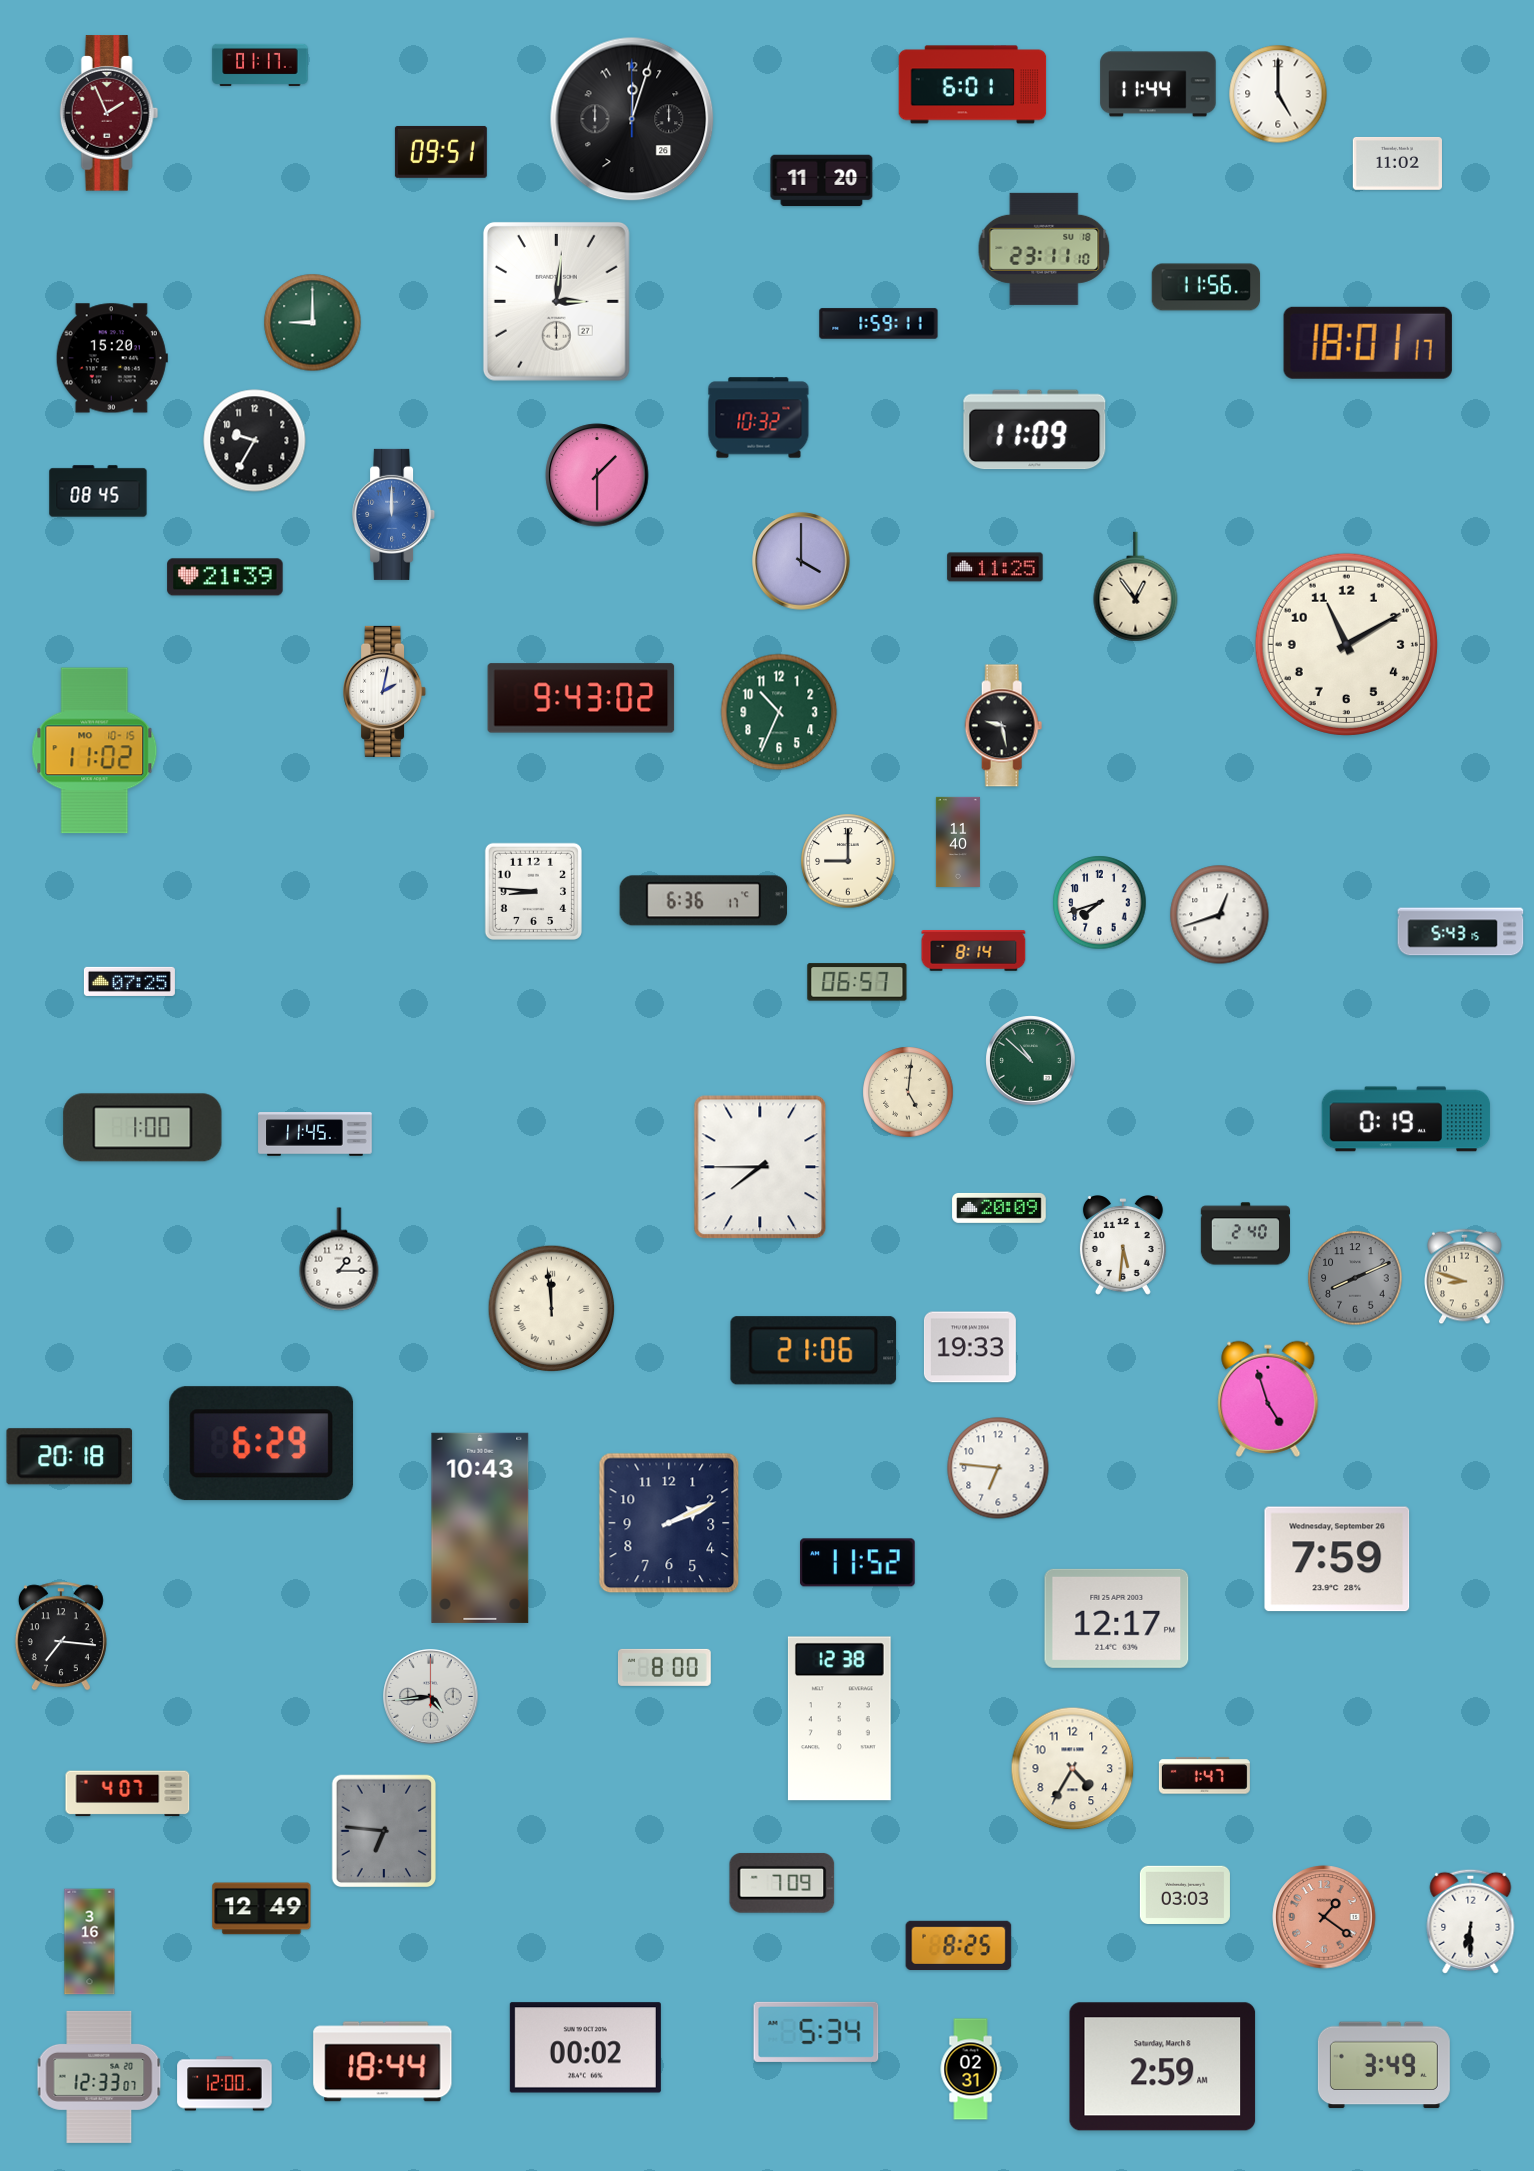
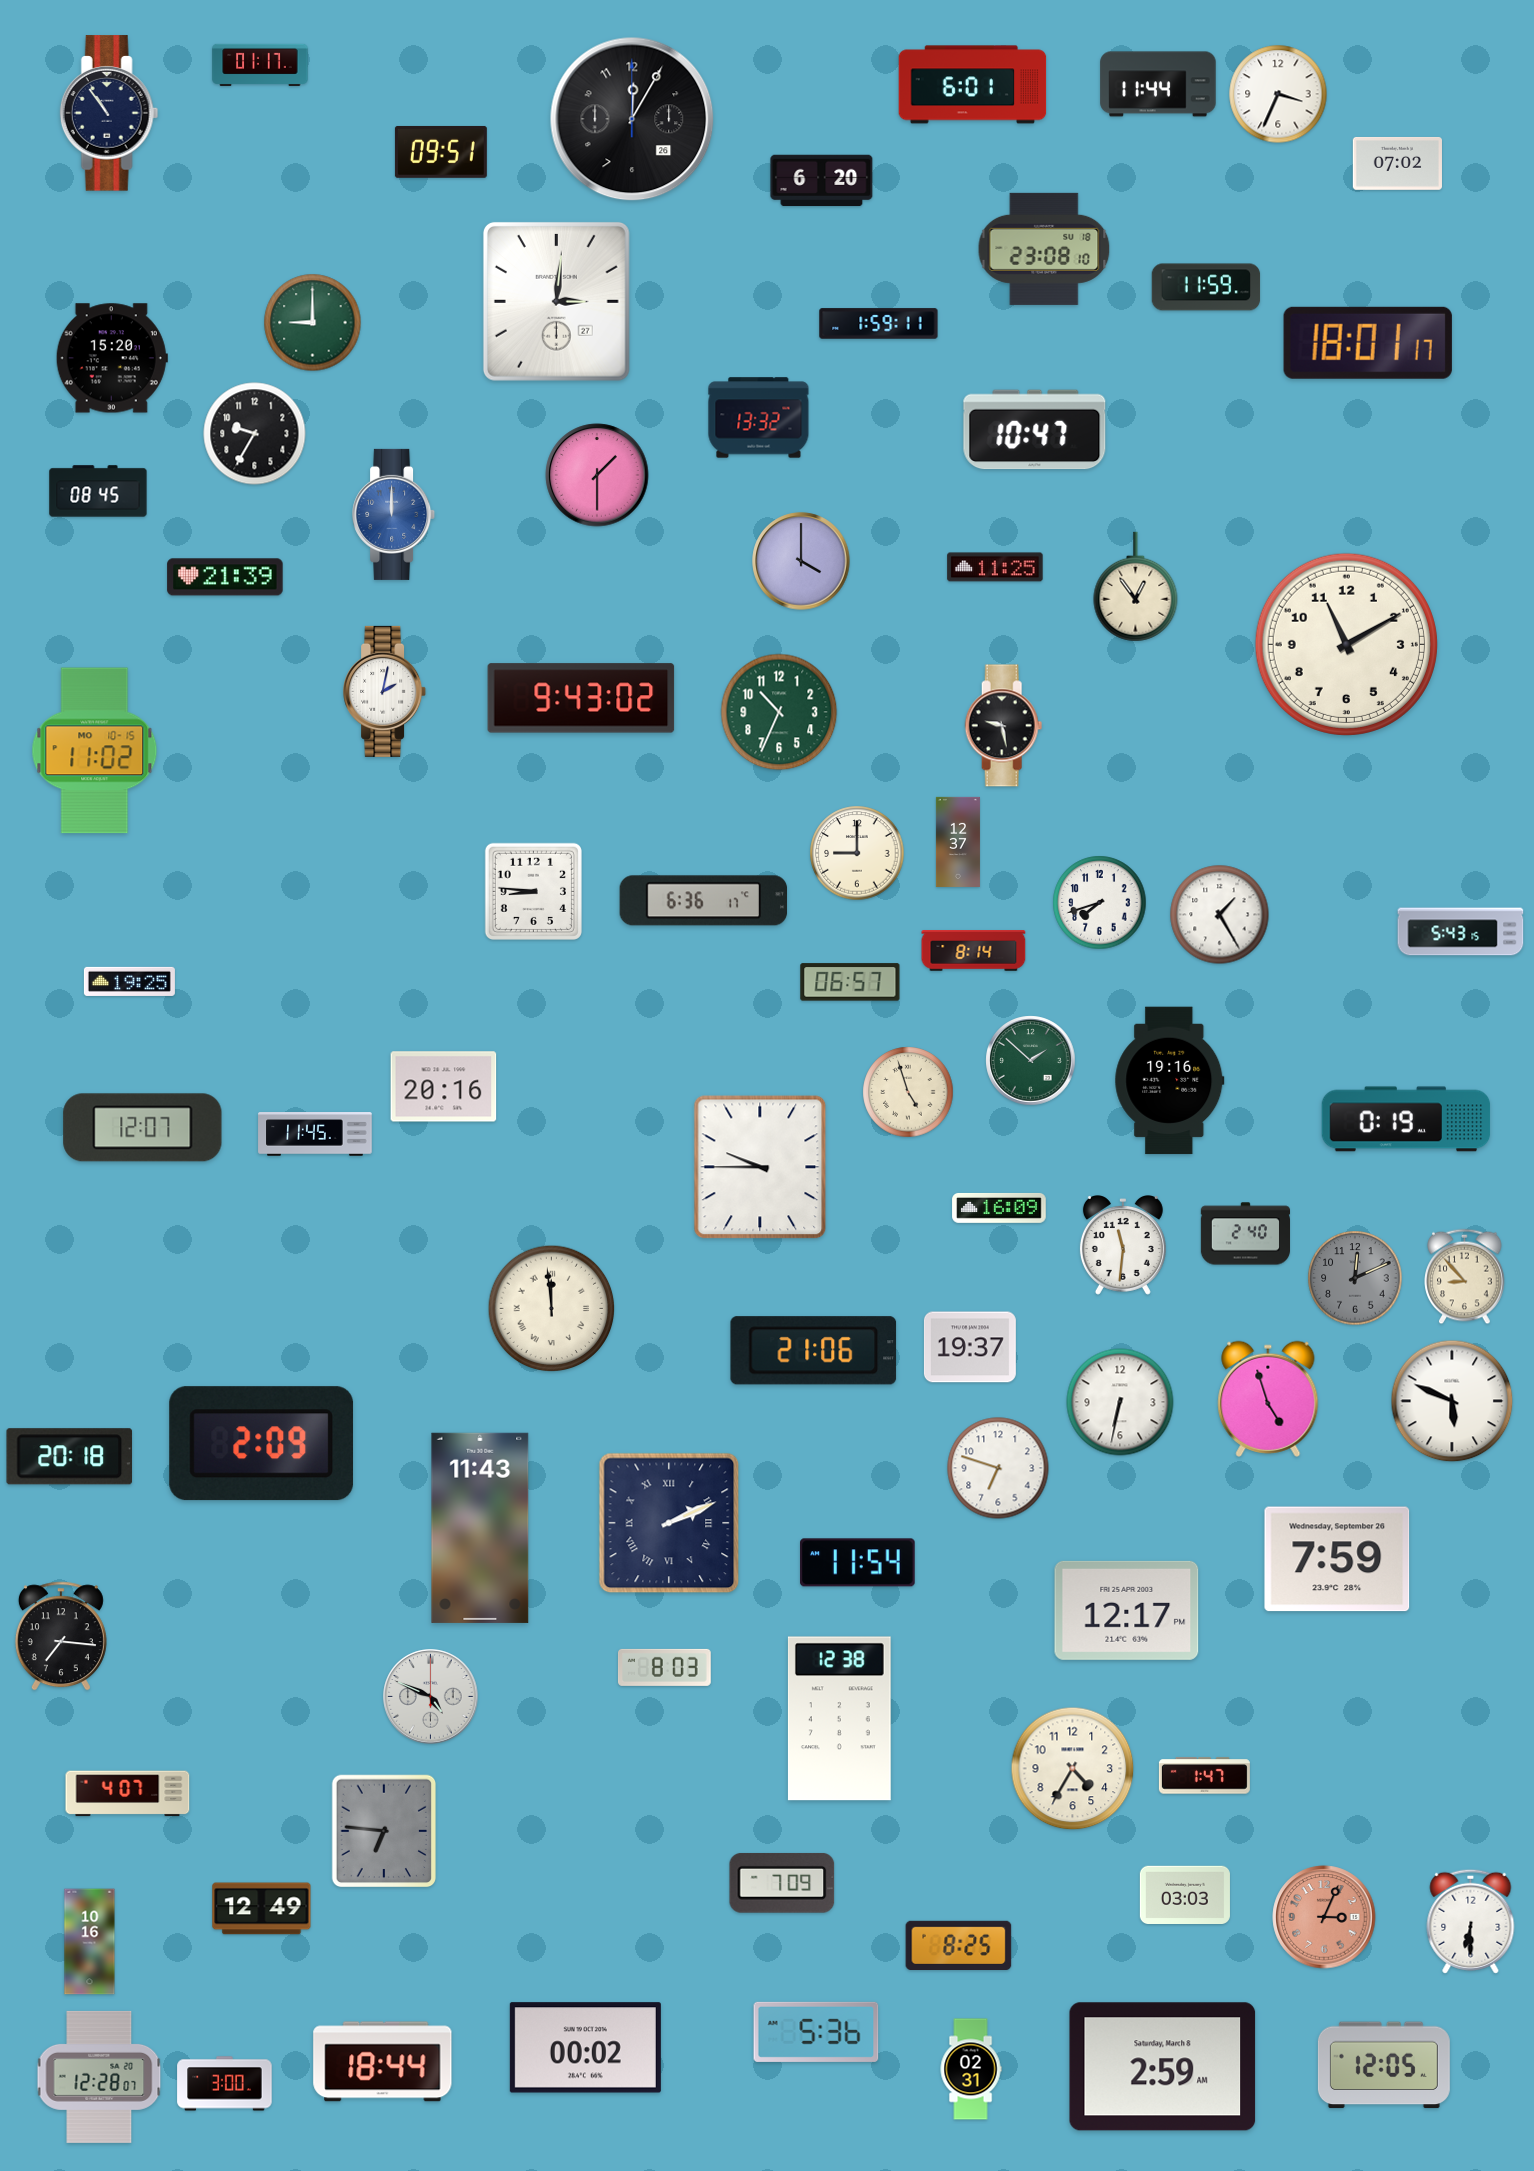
clock at (1278, 94): 5:00 -> 3:34
clock at (109, 113): 1:56 -> 10:54
clock at (109, 113) dial: burgundy -> navy
clock at (632, 119): 12:03 -> 12:05
clock at (1397, 163): 11:02 -> 07:02
clock at (822, 181): 11:20 -> 6:20
clock at (1044, 249): 23:11 -> 23:08
clock at (1206, 287): 11:56 -> 11:59
clock at (759, 418): 10:32 -> 13:32
clock at (1035, 430): 11:09 -> 10:47
clock at (255, 441) position: (255, 441) -> (255, 434)
clock at (958, 842): 11:40 -> 12:37
clock at (848, 861) position: (848, 861) -> (857, 853)
clock at (1220, 915): 12:42 -> 1:25
clock at (129, 981): 07:25 -> 19:25
clock at (857, 982) position: (857, 982) -> (850, 982)
clock at (1031, 1061): 10:52 -> 1:52
clock at (1170, 1081): none -> 19:16
clock at (444, 1087): none -> 20:16
clock at (908, 1092): 5:01 -> 4:57
clock at (143, 1128): 1:00 -> 12:07
clock at (760, 1167): 7:45 -> 9:45
clock at (999, 1208): 20:09 -> 16:09
clock at (1123, 1246): 5:31 -> 11:31
clock at (339, 1259): 1:15 -> none
clock at (1465, 1277): 8:48 -> 8:53
clock at (1355, 1278): 8:11 -> 12:11
clock at (970, 1347): 19:33 -> 19:37
clock at (1452, 1401): none -> 5:49
clock at (1120, 1402): none -> 6:32
clock at (262, 1444): 6:29 -> 2:09
clock at (998, 1468): 6:46 -> 6:48
clock at (669, 1523) numerals: Arabic -> Roman
clock at (480, 1528): 10:43 -> 11:43
clock at (858, 1563): 11:52 -> 11:54
clock at (1117, 1618) position: (1117, 1618) -> (1127, 1610)
clock at (664, 1667): 8:00 -> 8:03
clock at (431, 1697): 4:44 -> 4:49
clock at (1324, 1917): 1:21 -> 3:04
clock at (90, 1942): 3:16 -> 10:16
clock at (816, 2032): 5:34 -> 5:36
clock at (1384, 2065): 3:49 -> 12:05
clock at (99, 2077): 12:33 -> 12:28
clock at (225, 2084): 12:00 -> 3:00
